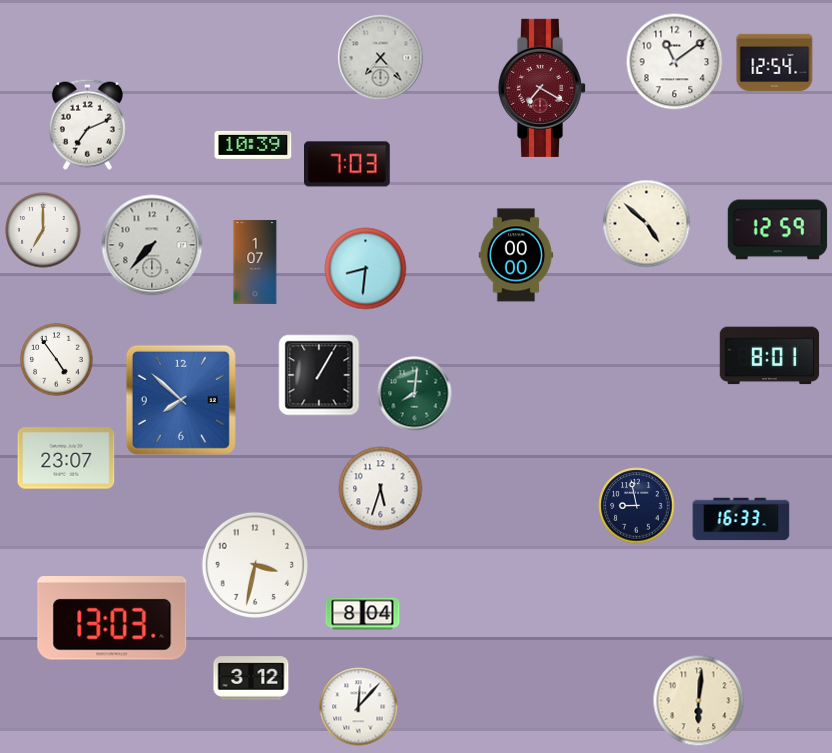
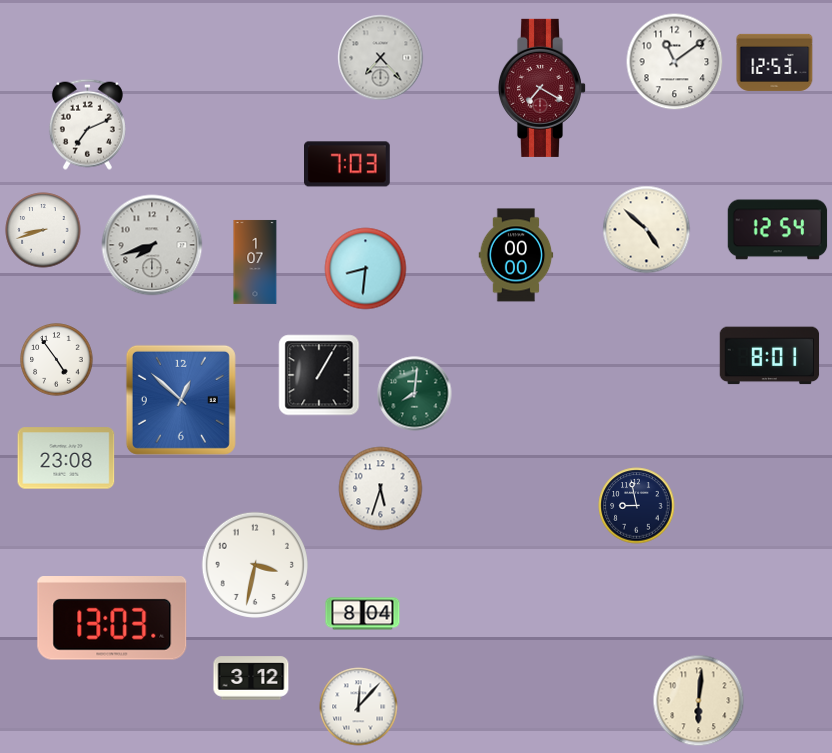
clock at (775, 62): 12:54 -> 12:53
clock at (253, 145): 10:39 -> none
clock at (647, 224) position: (647, 224) -> (647, 230)
clock at (43, 230): 7:00 -> 8:42
clock at (778, 230): 12:59 -> 12:54
clock at (152, 245): 7:37 -> 7:42
clock at (181, 400): 7:52 -> 12:52
clock at (66, 458): 23:07 -> 23:08
clock at (741, 519): 16:33 -> none
